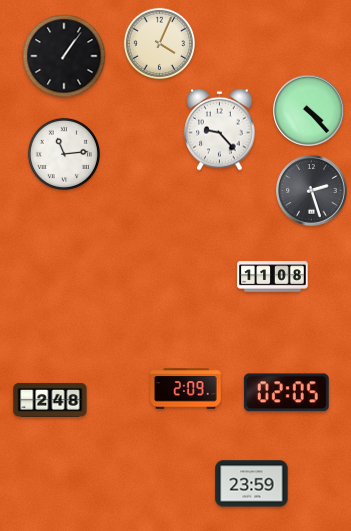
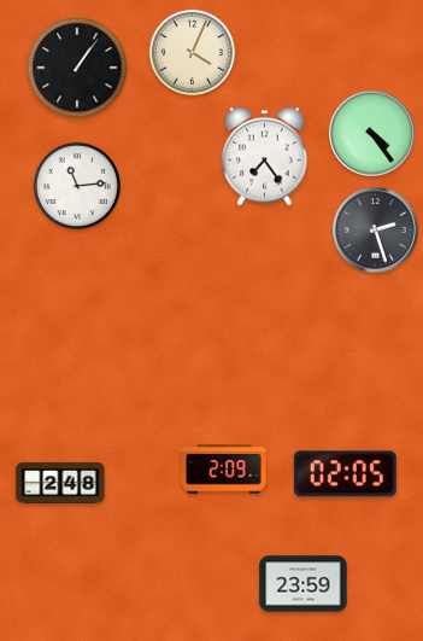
clock at (309, 111): 4:23 -> 4:24
clock at (220, 129): 9:23 -> 7:24
clock at (273, 277): 11:08 -> none
